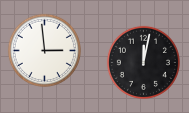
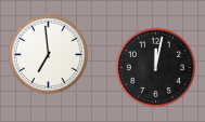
clock at (44, 50): 2:59 -> 6:59
